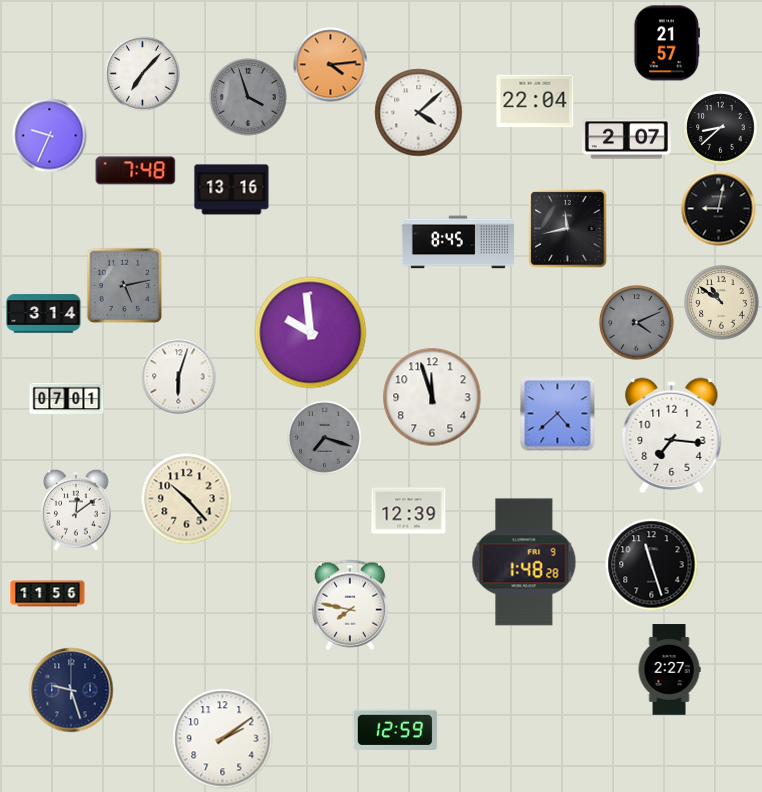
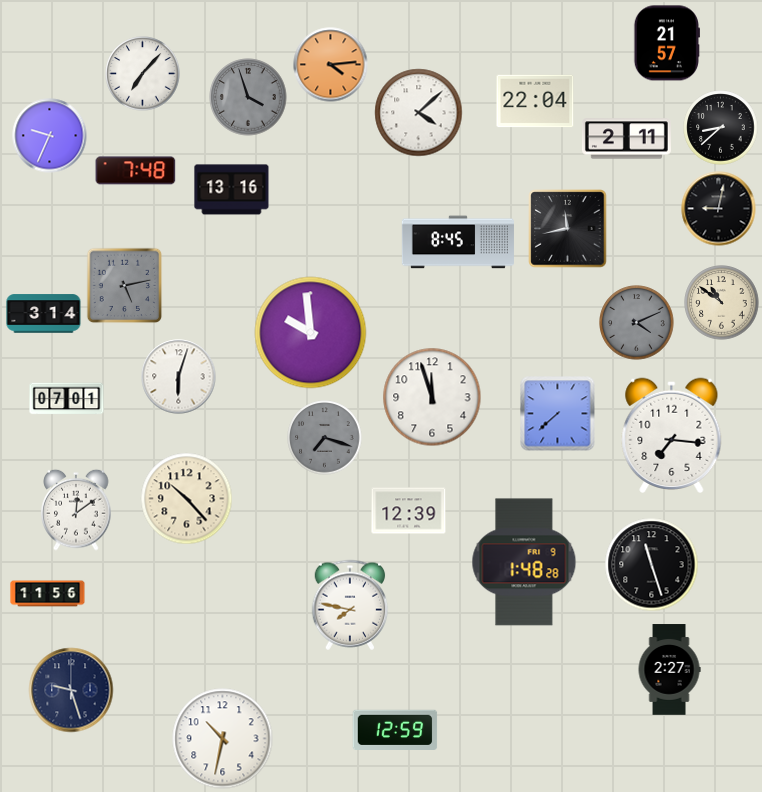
clock at (626, 139): 2:07 -> 2:11
clock at (558, 414): 4:38 -> 7:38
clock at (223, 739): 2:09 -> 10:32
